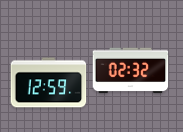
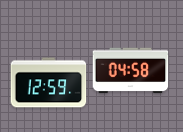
clock at (131, 71): 02:32 -> 04:58
